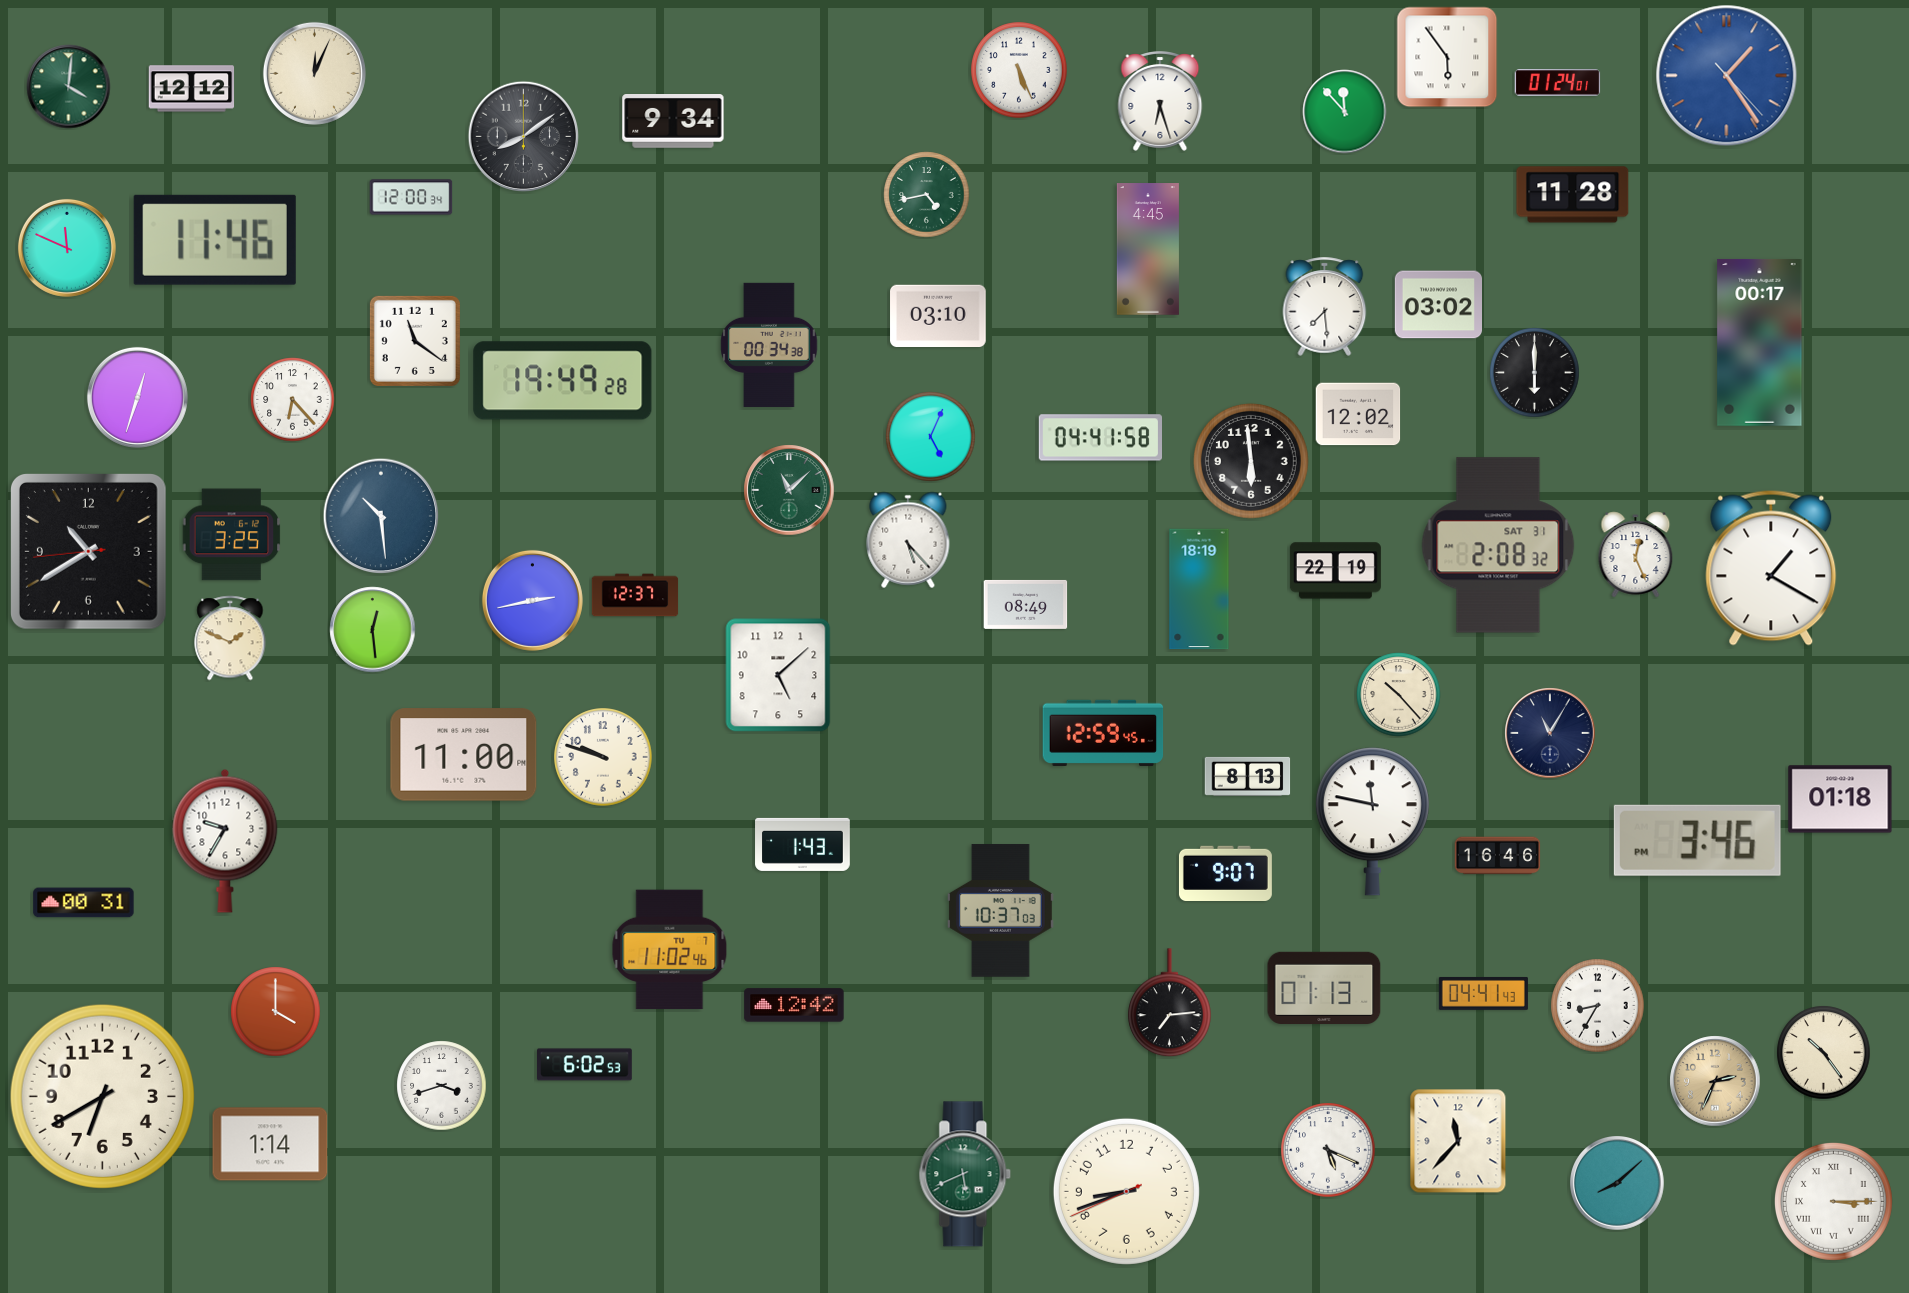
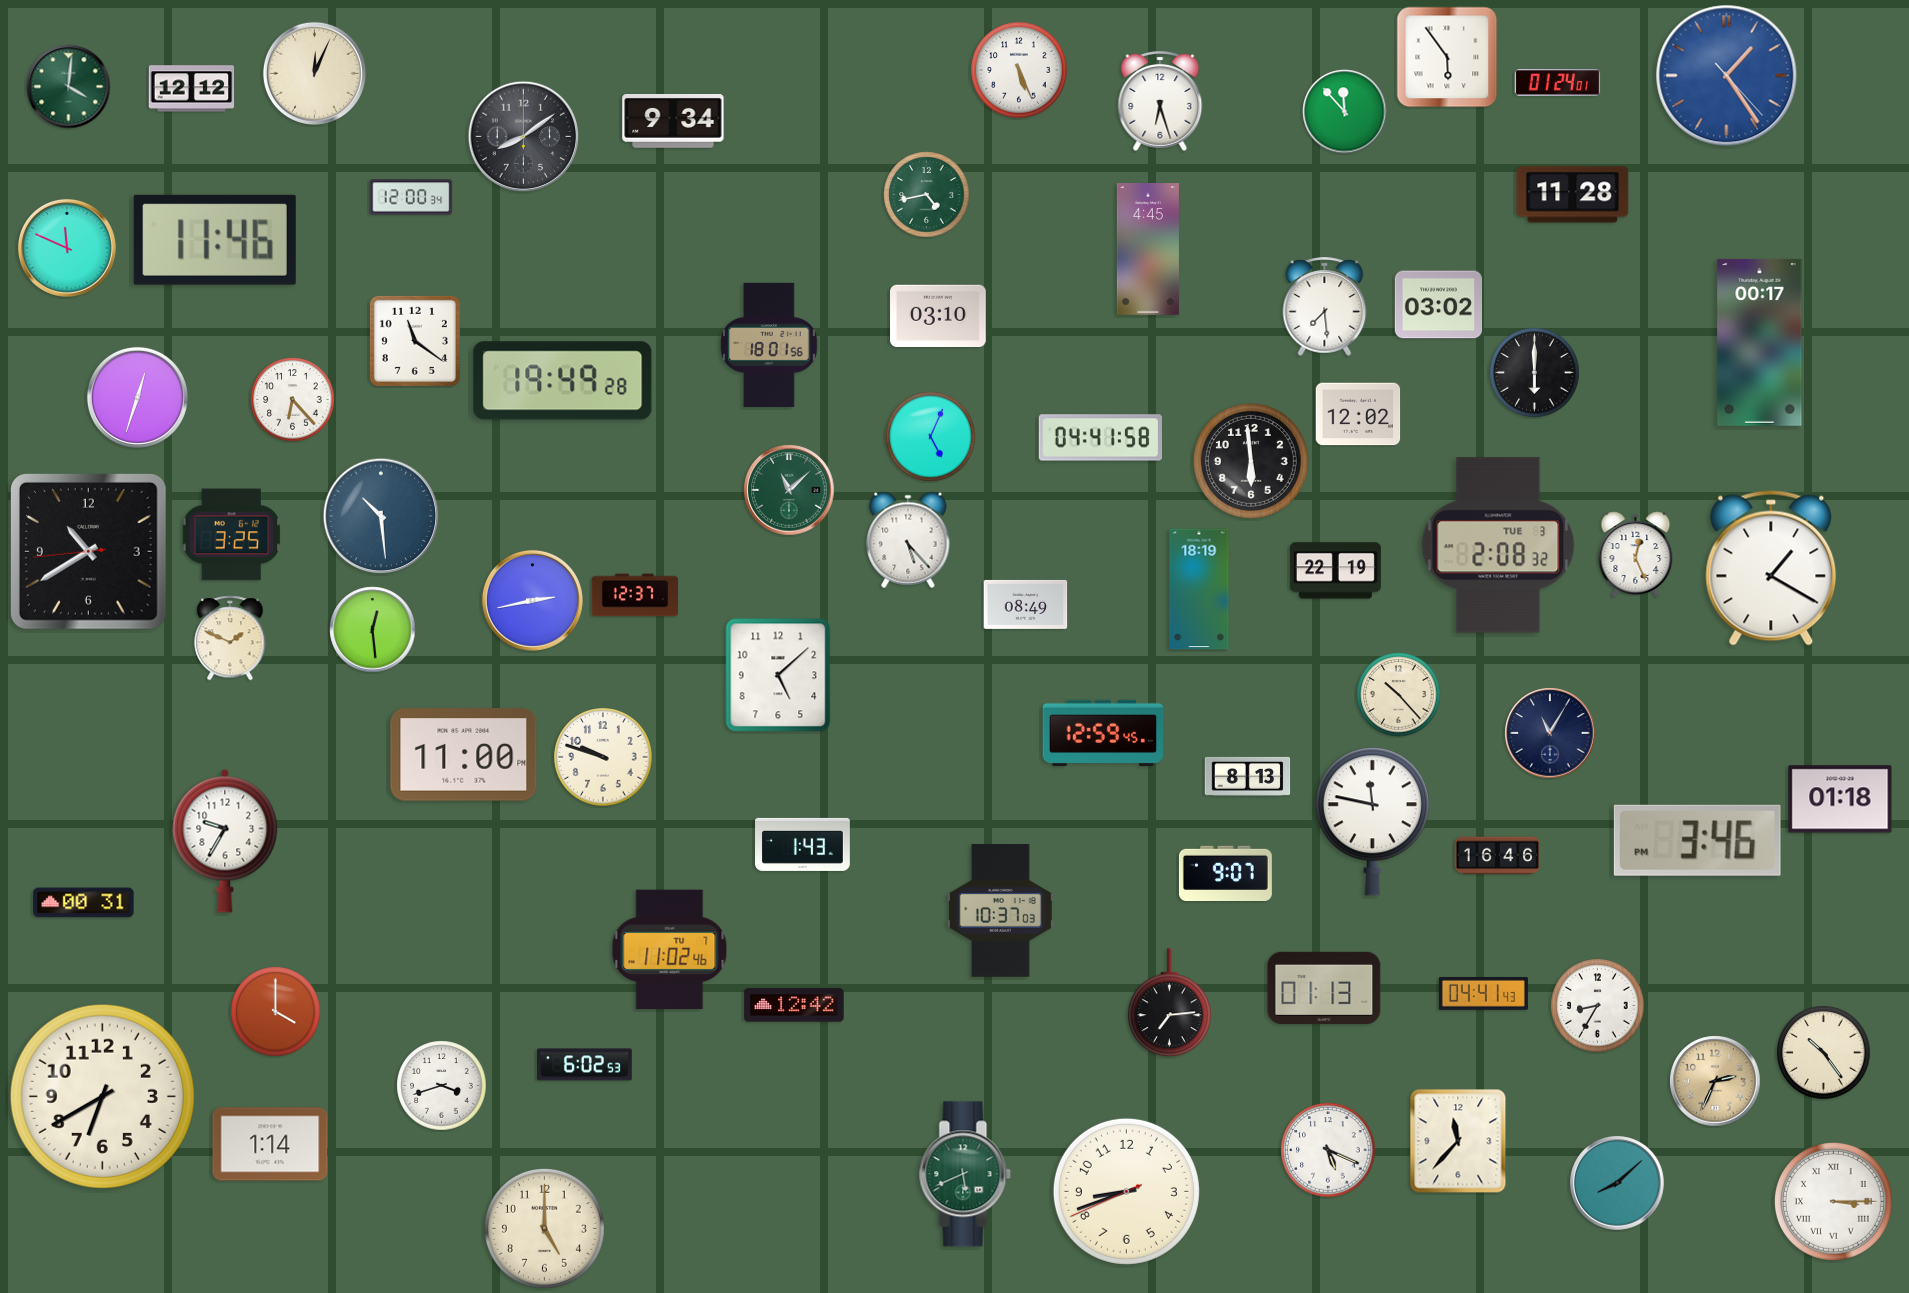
clock at (769, 345): 00:34 -> 18:01
clock at (1498, 545) date: SAT 31 -> TUE 3
clock at (544, 1228): none -> 5:00
